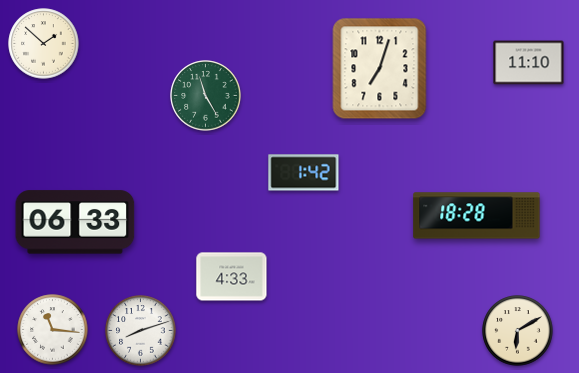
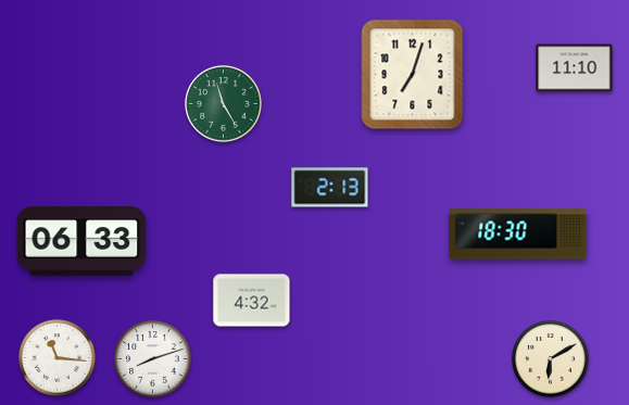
clock at (44, 44): 1:52 -> none
clock at (304, 173): 1:42 -> 2:13
clock at (477, 216): 18:28 -> 18:30
clock at (232, 277): 4:33 -> 4:32
clock at (518, 331) position: (518, 331) -> (551, 359)
